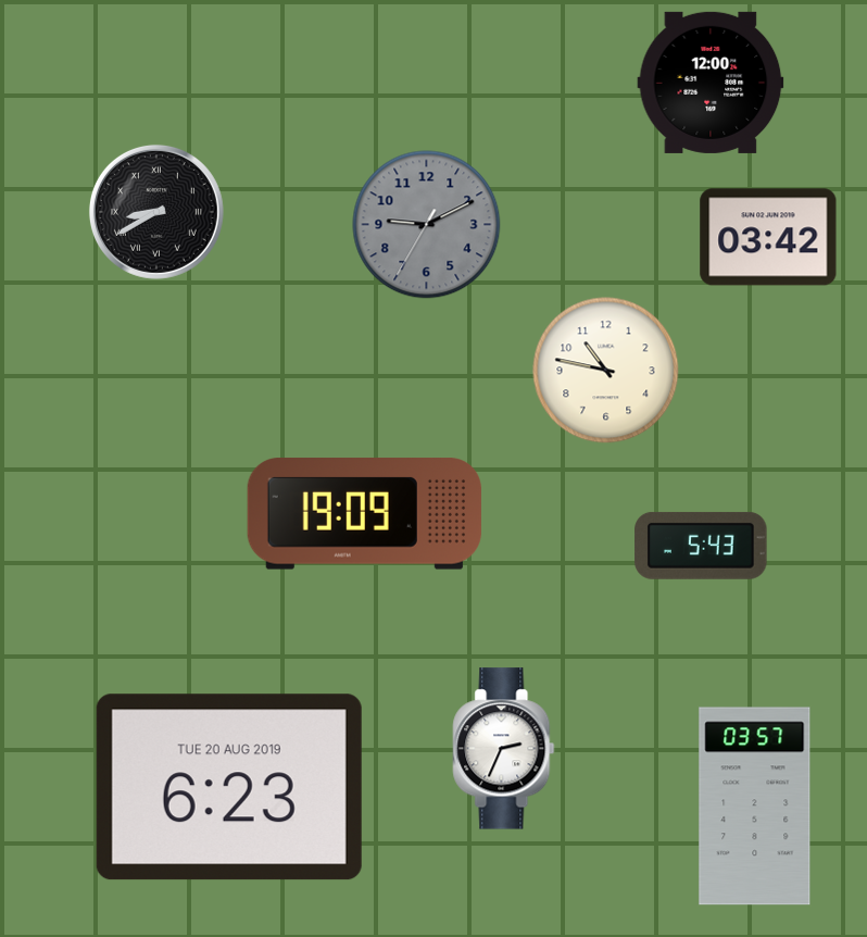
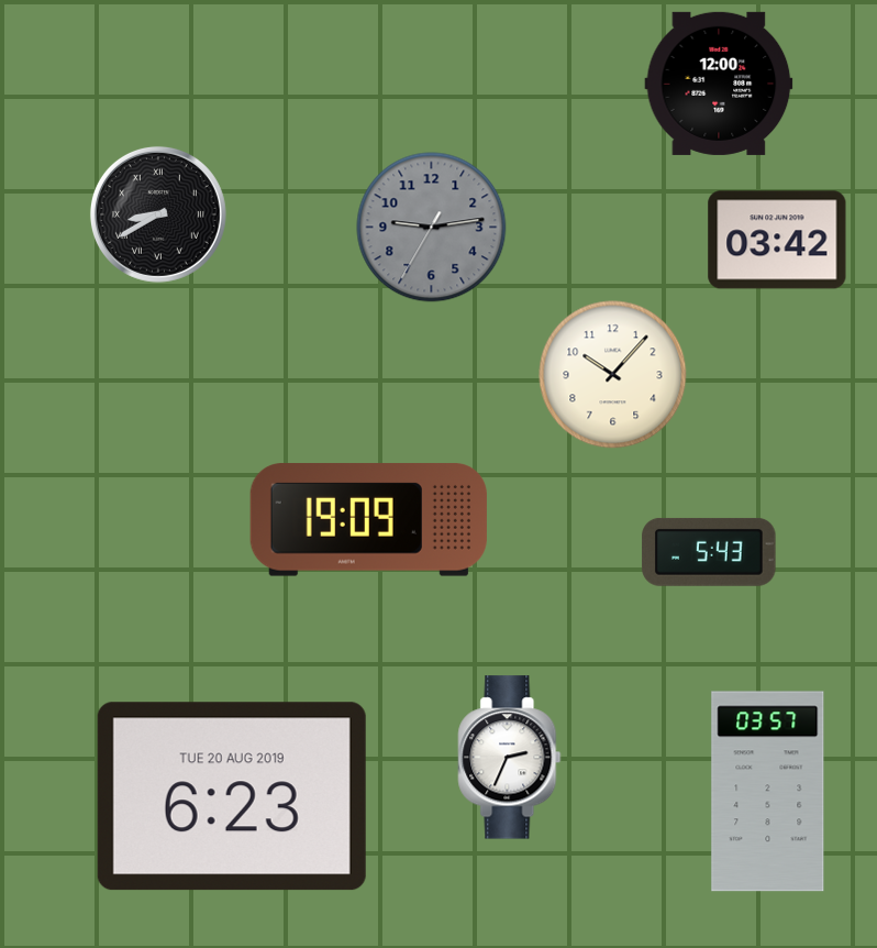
clock at (427, 225): 9:10 -> 9:13
clock at (606, 371): 10:47 -> 10:07
clock at (755, 807) position: (755, 807) -> (768, 792)
